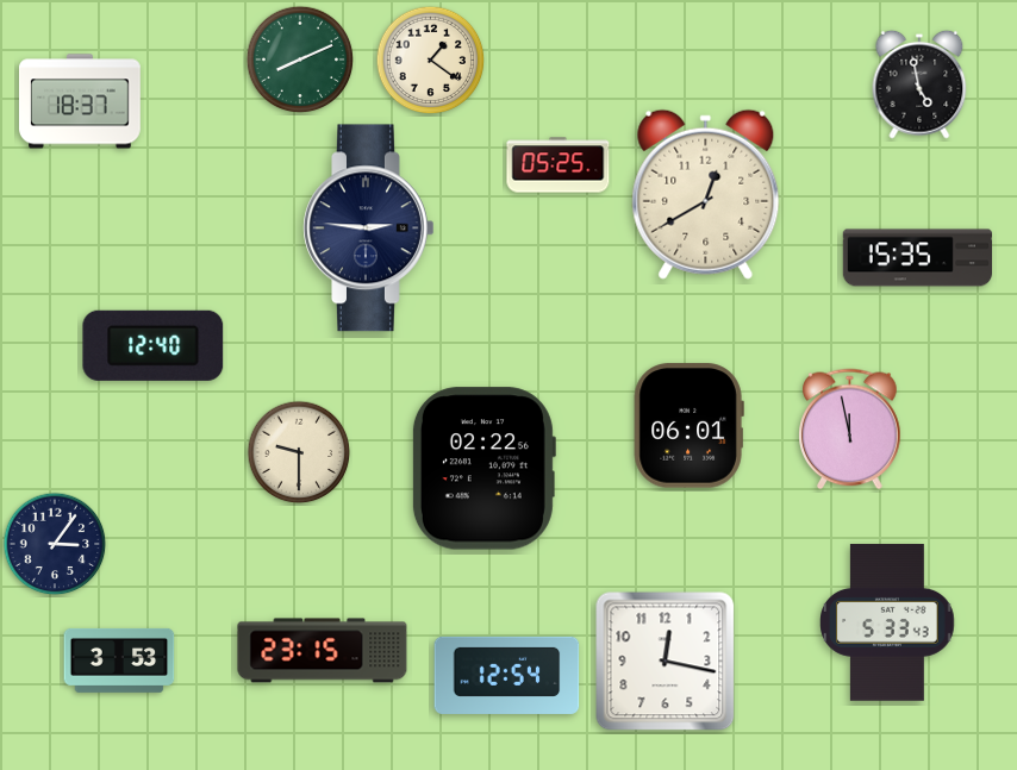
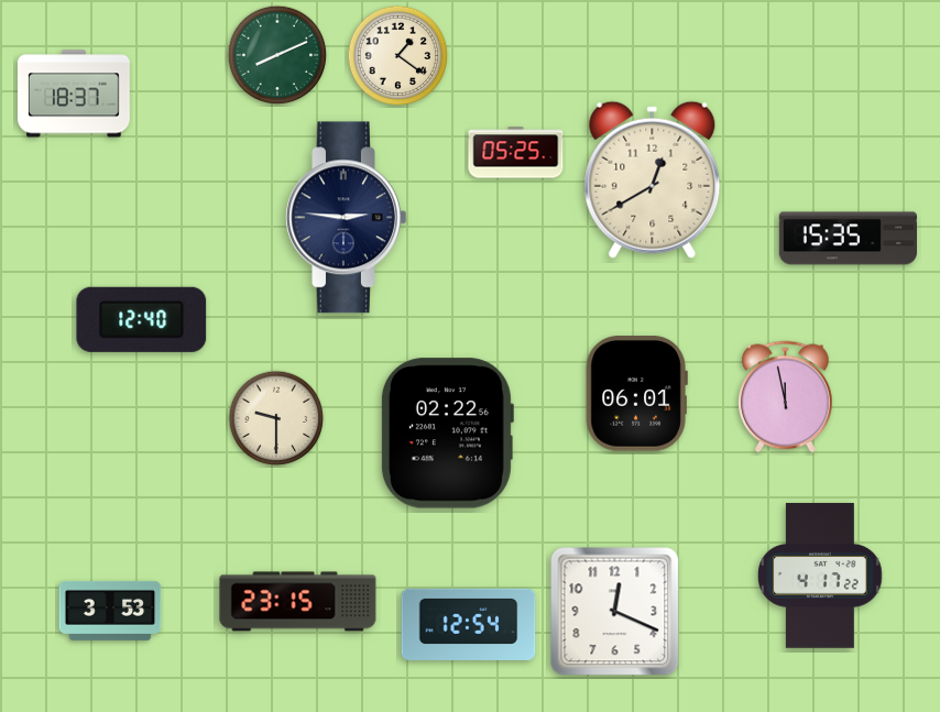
clock at (919, 84): 4:58 -> none
clock at (369, 229) position: (369, 229) -> (347, 218)
clock at (55, 544): 3:06 -> none
clock at (887, 622): 5:33 -> 4:17
clock at (666, 662): 12:17 -> 12:19
